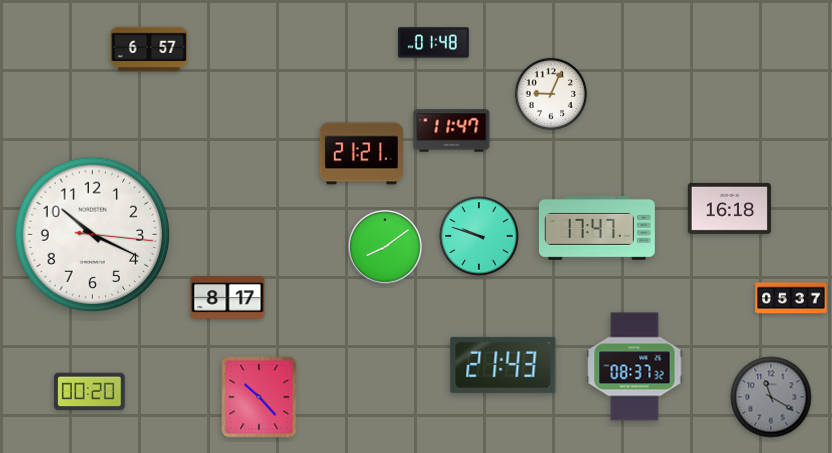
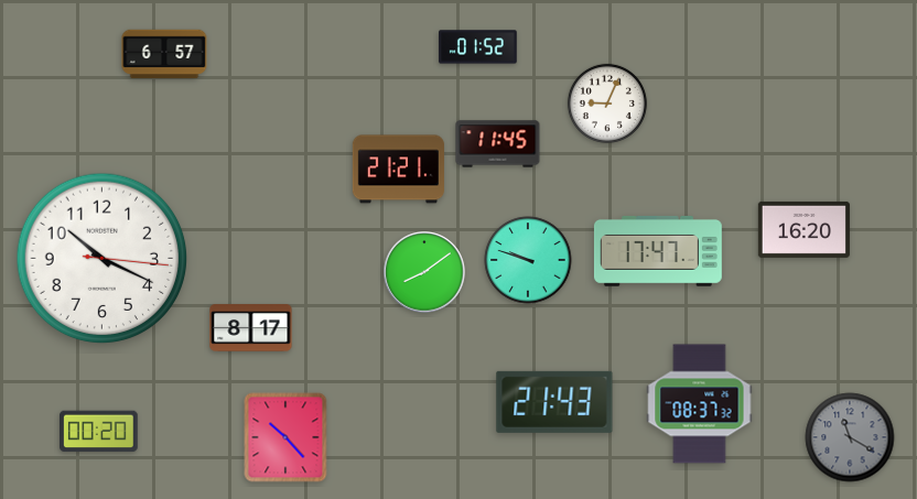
clock at (434, 43): 01:48 -> 01:52
clock at (452, 131): 11:47 -> 11:45
clock at (729, 208): 16:18 -> 16:20
clock at (791, 298): 05:37 -> none
